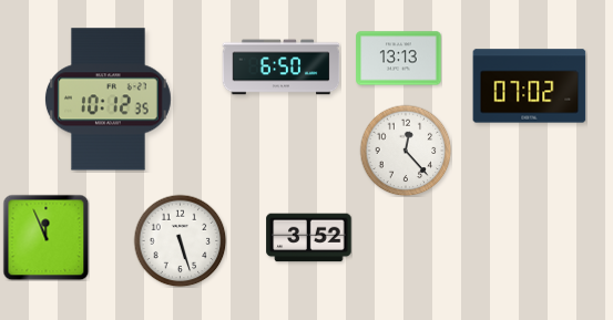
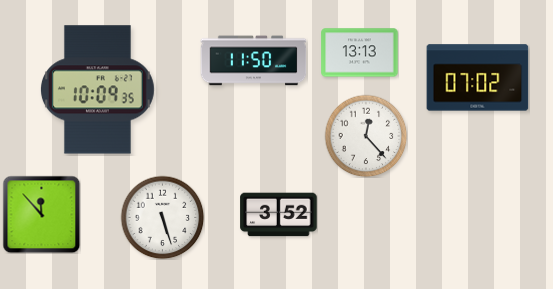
clock at (282, 68): 6:50 -> 11:50
clock at (108, 100): 10:12 -> 10:09
clock at (45, 237): 11:56 -> 11:53
